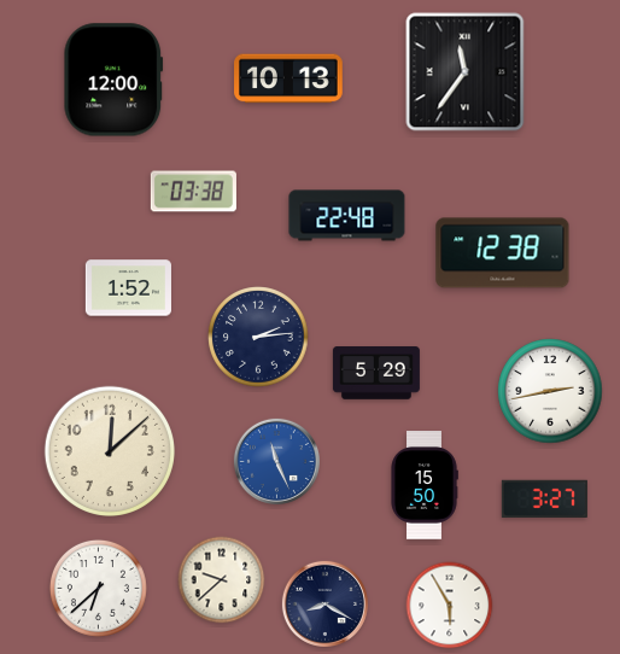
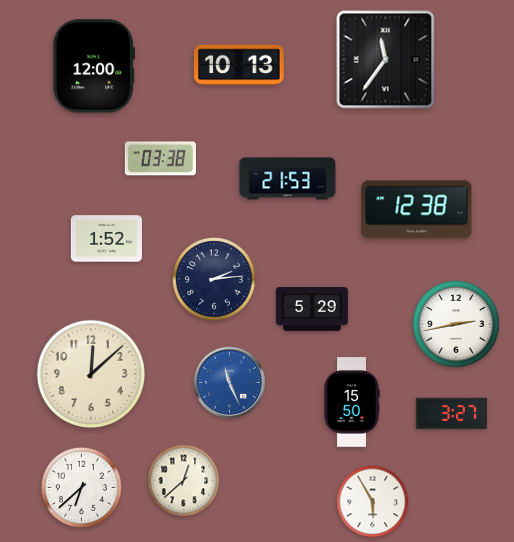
clock at (347, 216): 22:48 -> 21:53
clock at (222, 580): 9:38 -> 12:38
clock at (324, 603): 8:20 -> none
